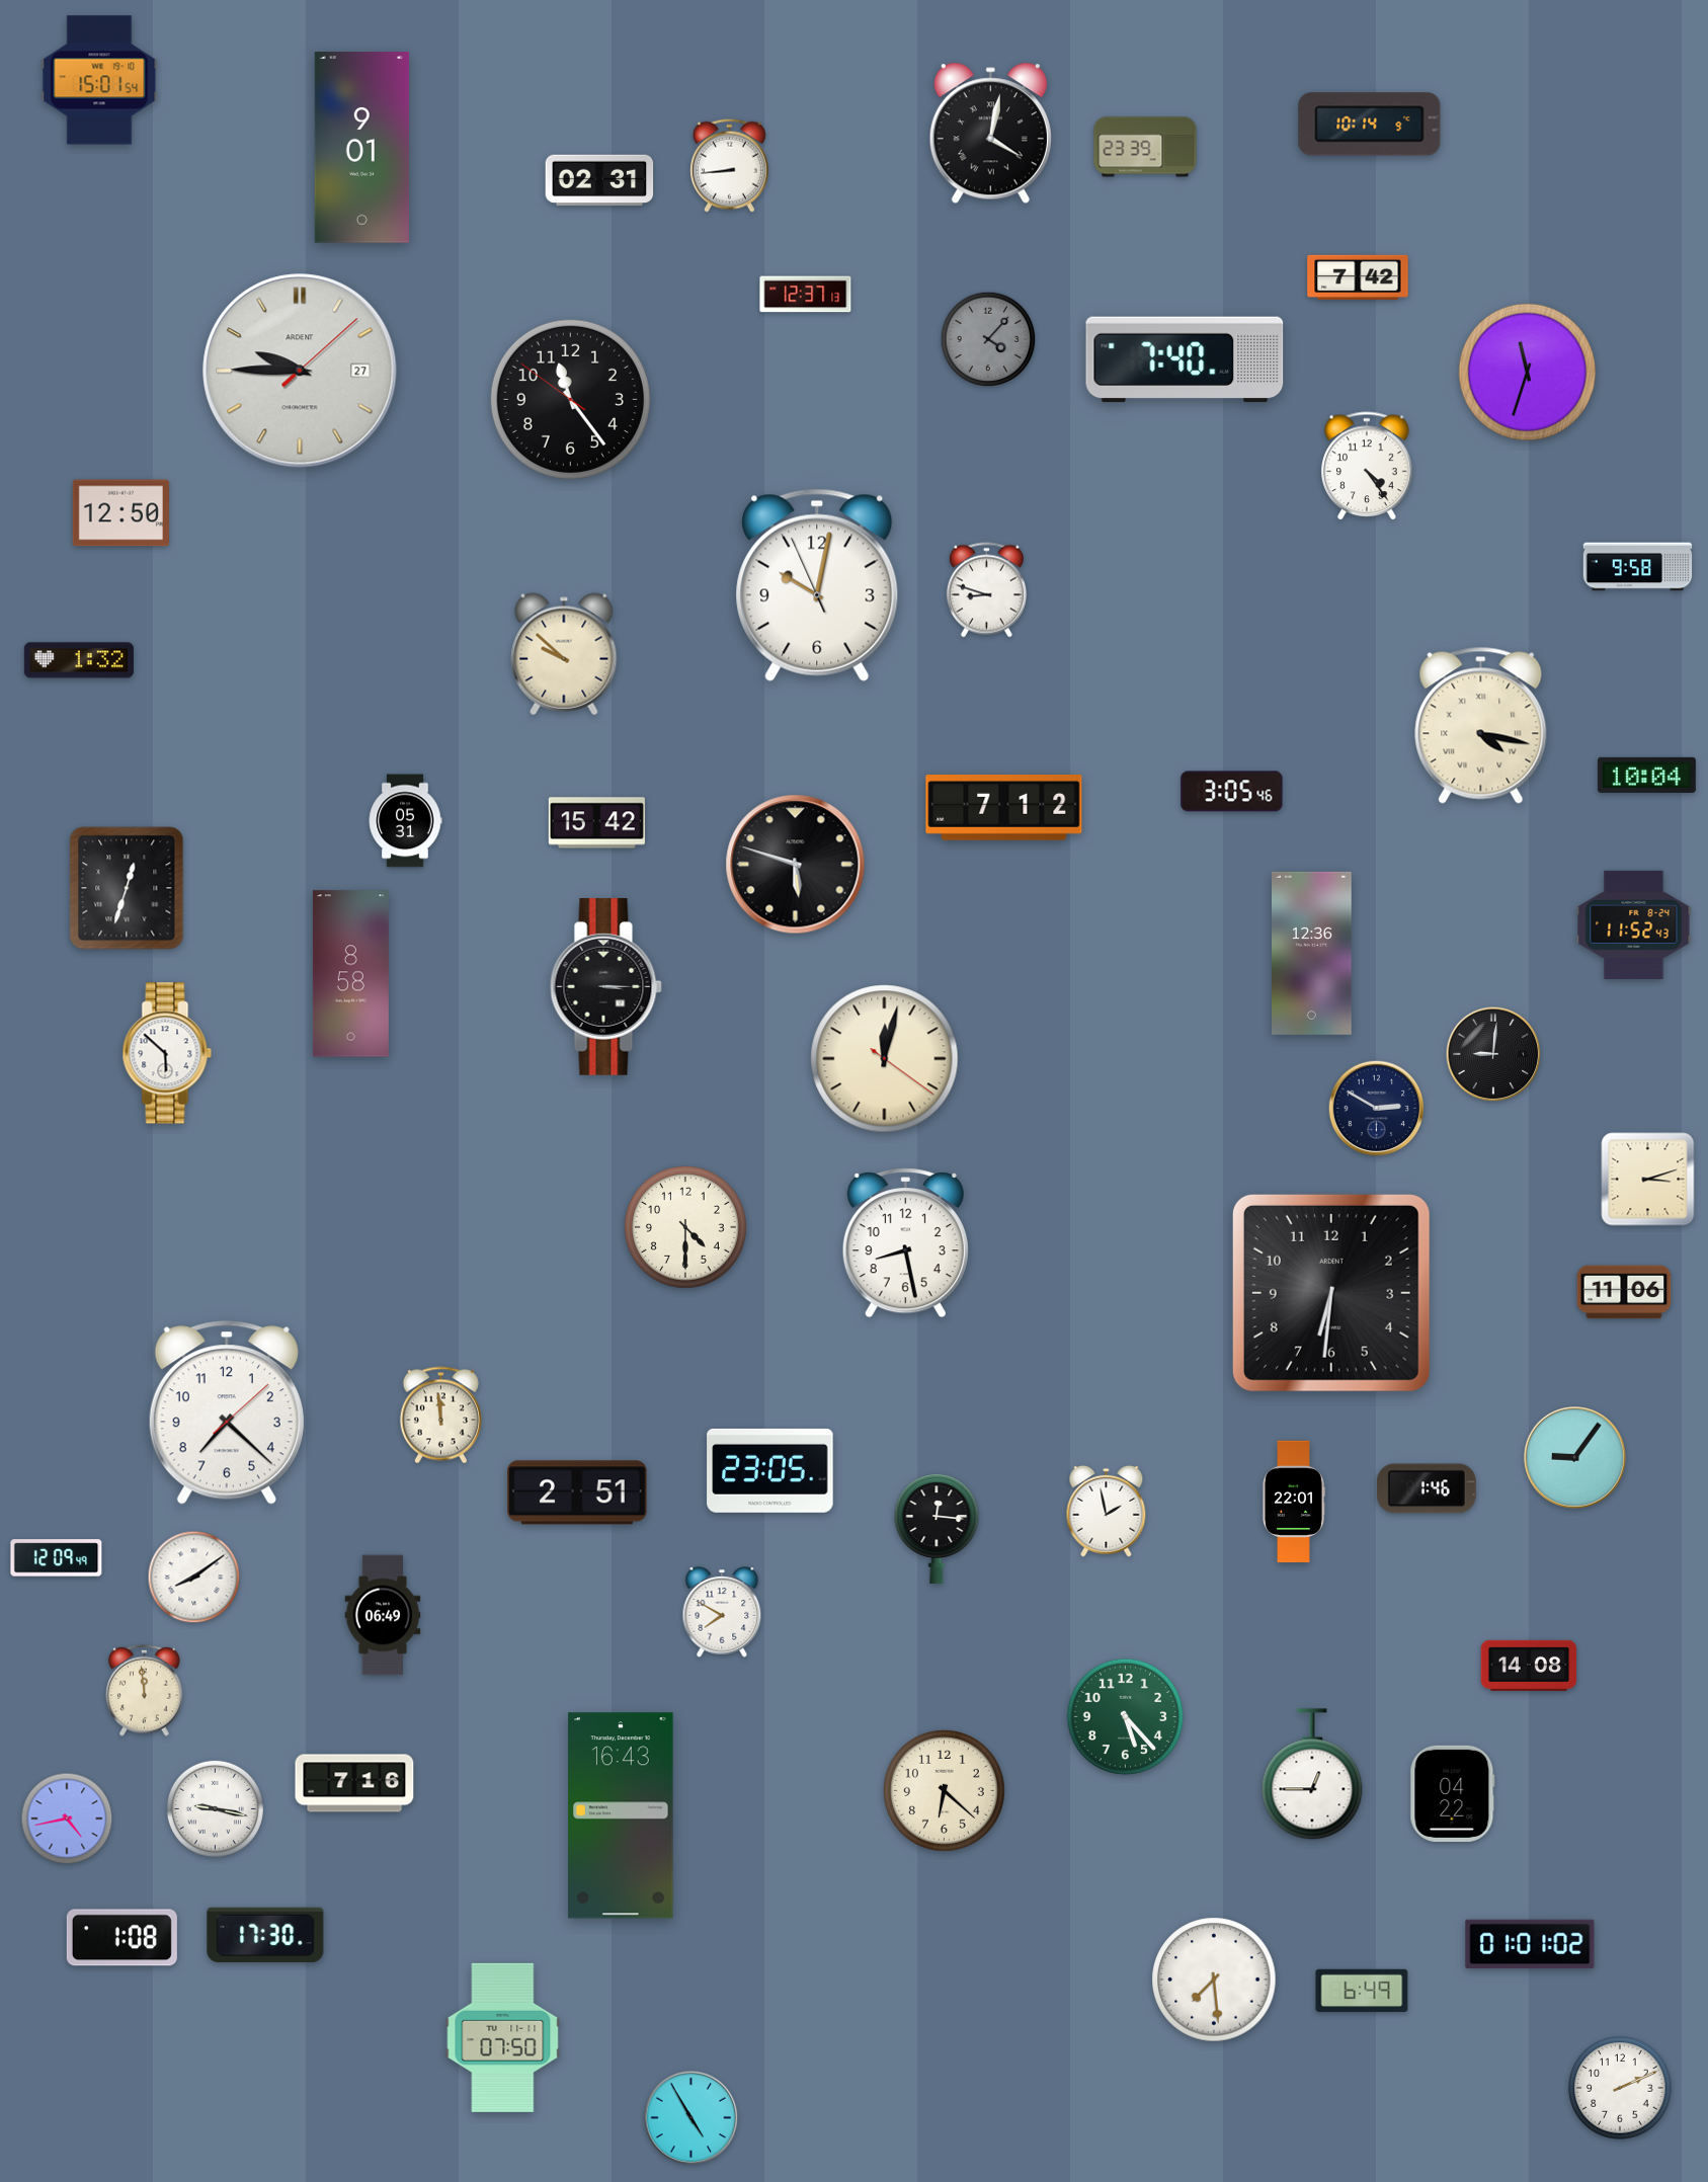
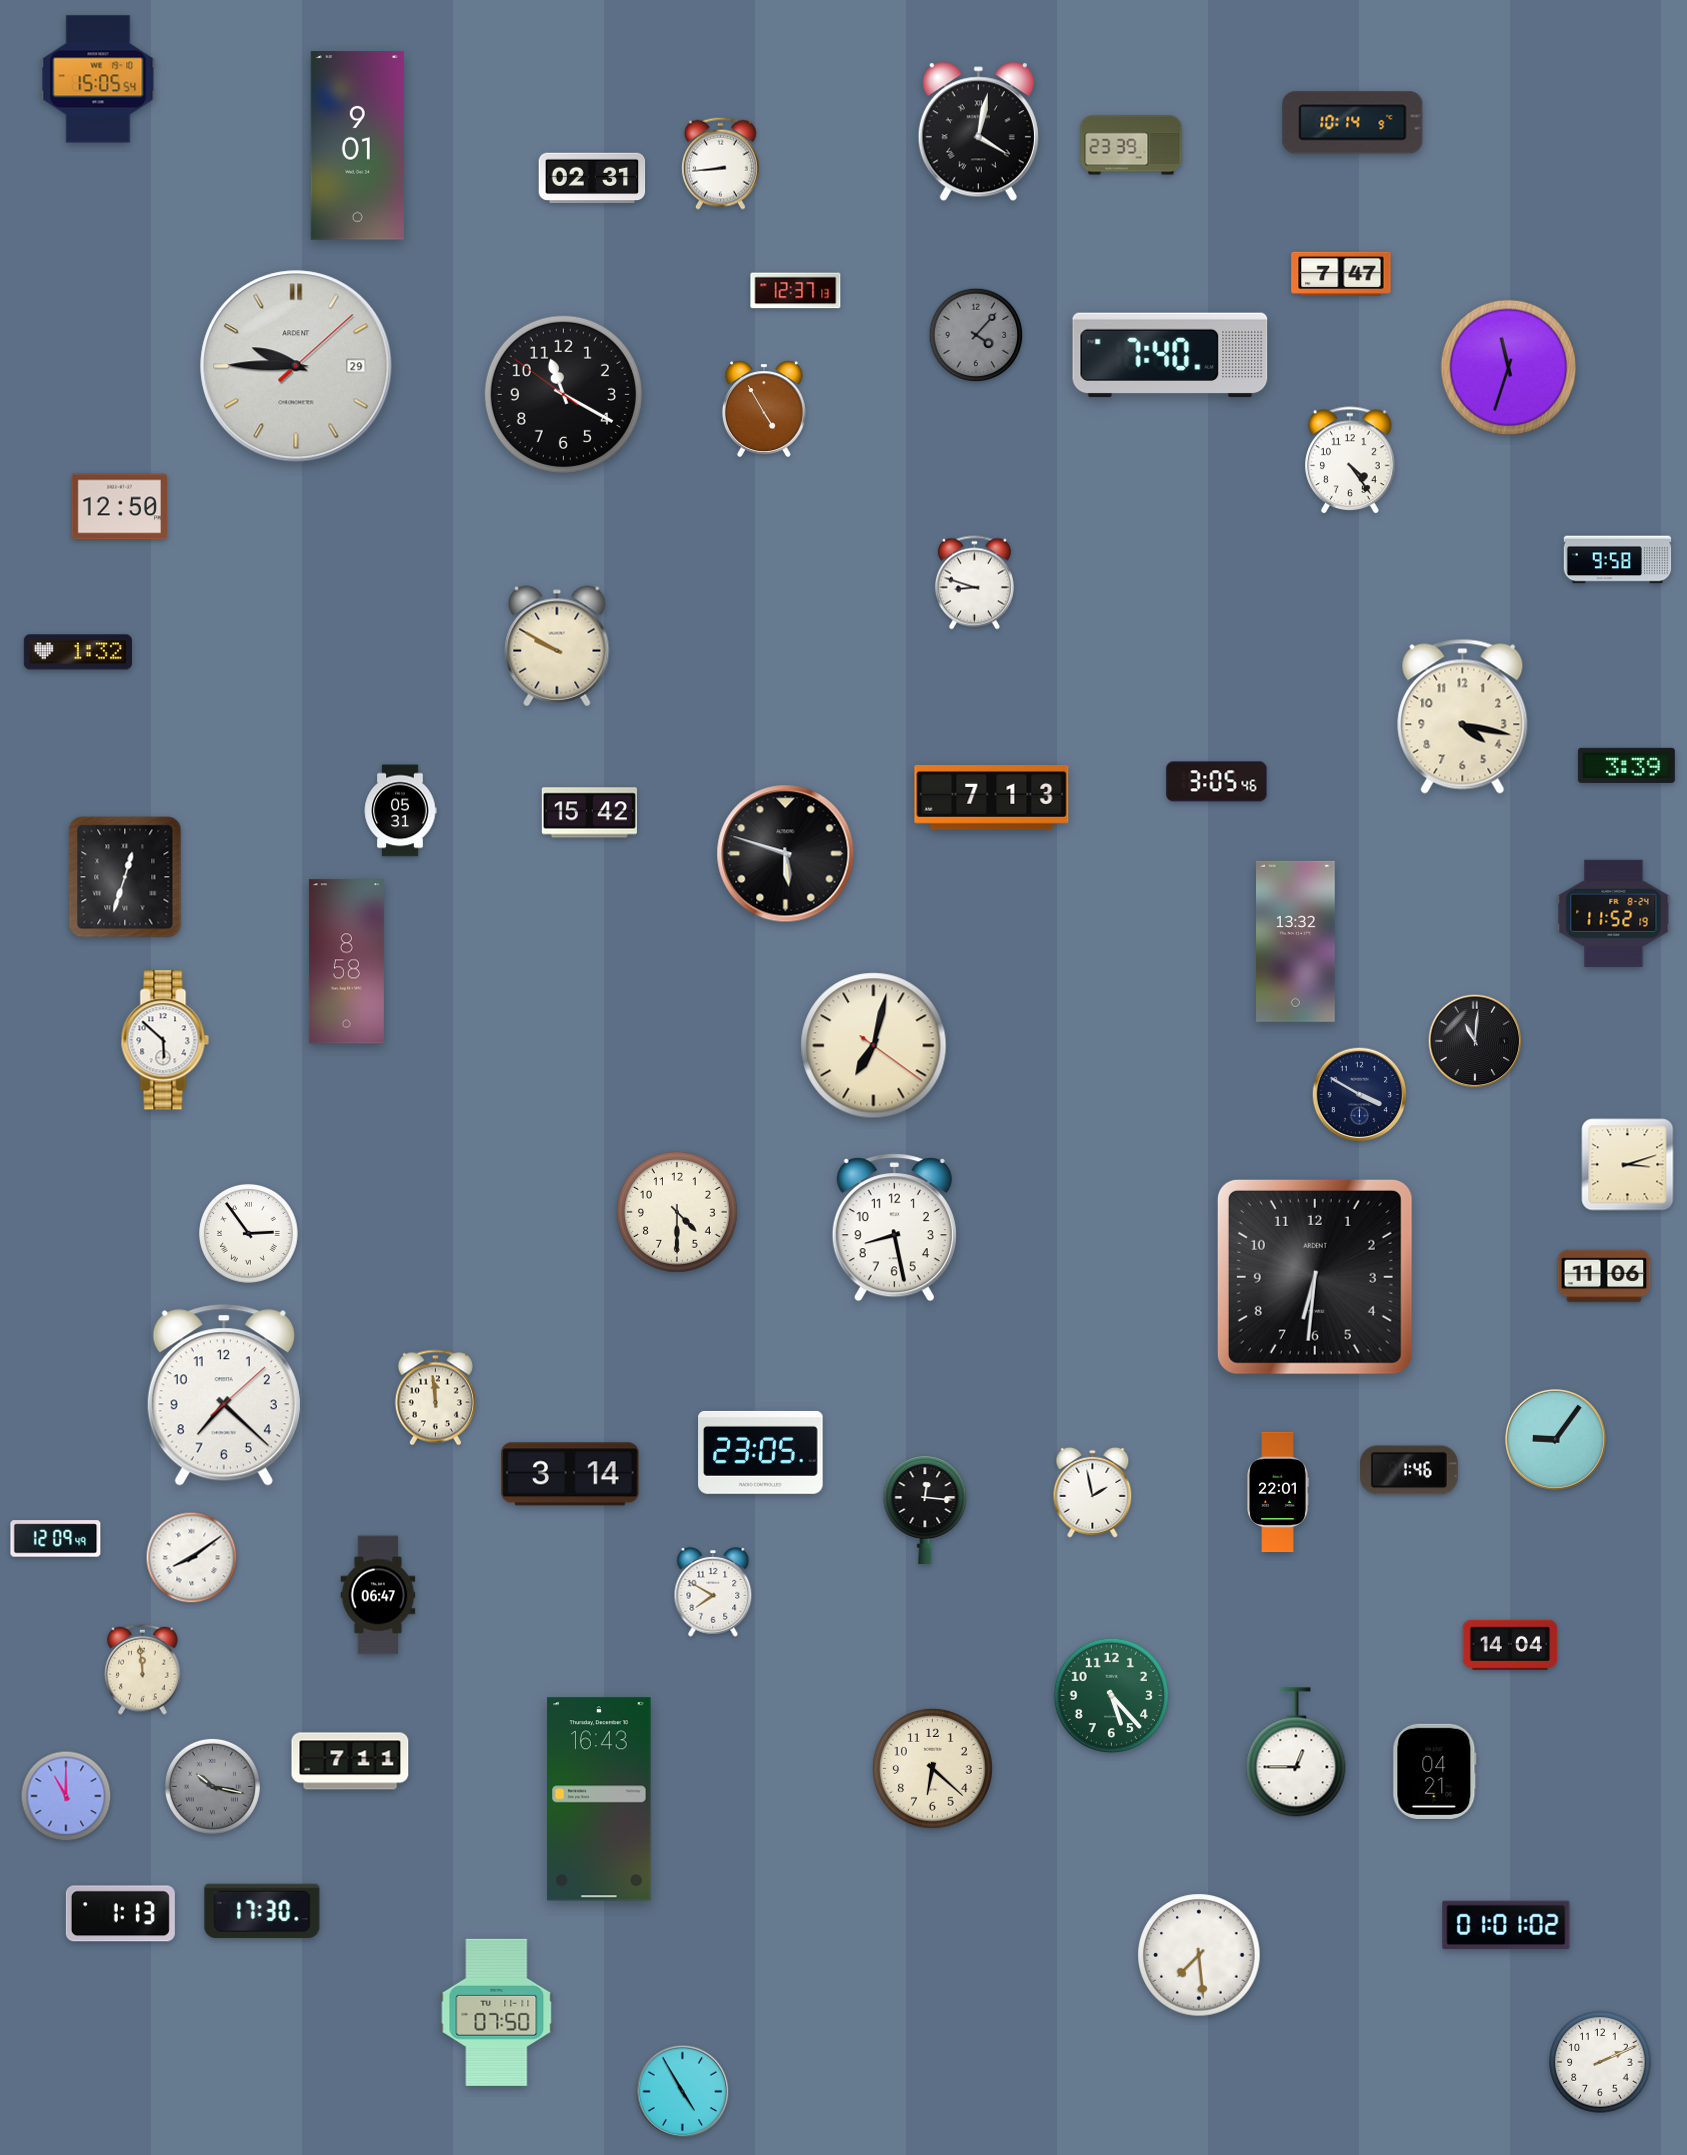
clock at (99, 80): 15:01 -> 15:05
clock at (1358, 276): 7:42 -> 7:47
clock at (300, 371) date: 27 -> 29
clock at (570, 399): 11:23 -> 11:19
clock at (764, 409): none -> 4:55
clock at (817, 585): 10:01 -> none
clock at (564, 654): 9:52 -> 9:50
clock at (1481, 725) numerals: Roman -> Arabic
clock at (1646, 775): 10:04 -> 3:39
clock at (1004, 808): 7:12 -> 7:13
clock at (1634, 924): 11:52:43 -> 11:52:19
clock at (1312, 953): 12:36 -> 13:32
clock at (605, 986): 3:15 -> none
clock at (1493, 1054): 9:01 -> 11:01
clock at (885, 1059): 12:02 -> 7:02
clock at (1377, 1109): 2:50 -> 3:50
clock at (249, 1234): none -> 2:54
clock at (577, 1492): 2:51 -> 3:14
clock at (1294, 1502) position: (1294, 1502) -> (1278, 1492)
clock at (383, 1615): 06:49 -> 06:47
clock at (1529, 1666): 14:08 -> 14:04
clock at (354, 1783): 7:16 -> 7:11
clock at (1453, 1793): 04:22 -> 04:21
clock at (215, 1808): 9:17 -> 10:17
clock at (215, 1808) dial: white -> grey
clock at (621, 1815) position: (621, 1815) -> (599, 1799)
clock at (67, 1819): 4:43 -> 11:00
clock at (121, 1938): 1:08 -> 1:13
clock at (1530, 1944) position: (1530, 1944) -> (1506, 1925)
clock at (1362, 1990): 6:49 -> none
